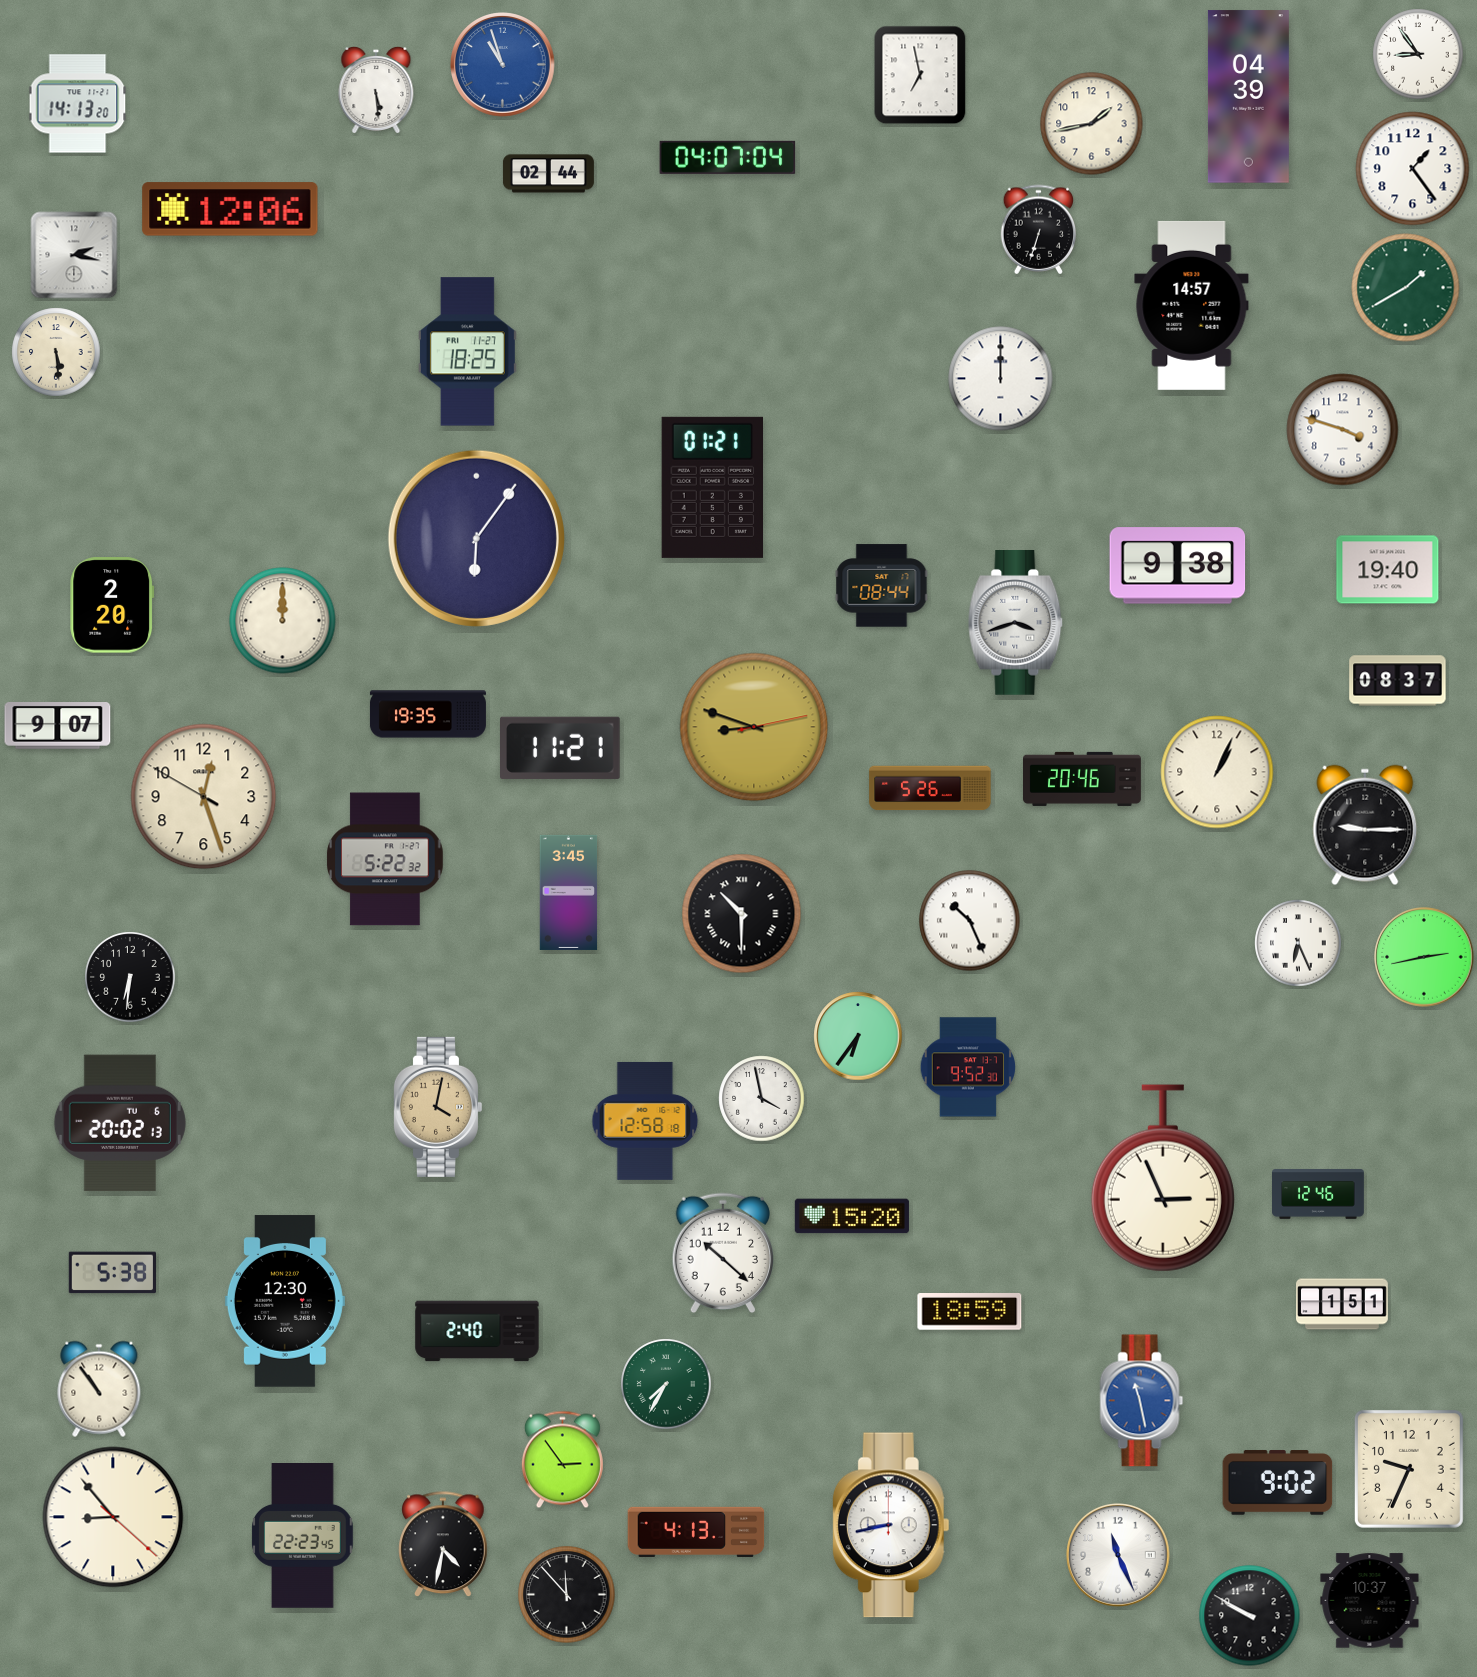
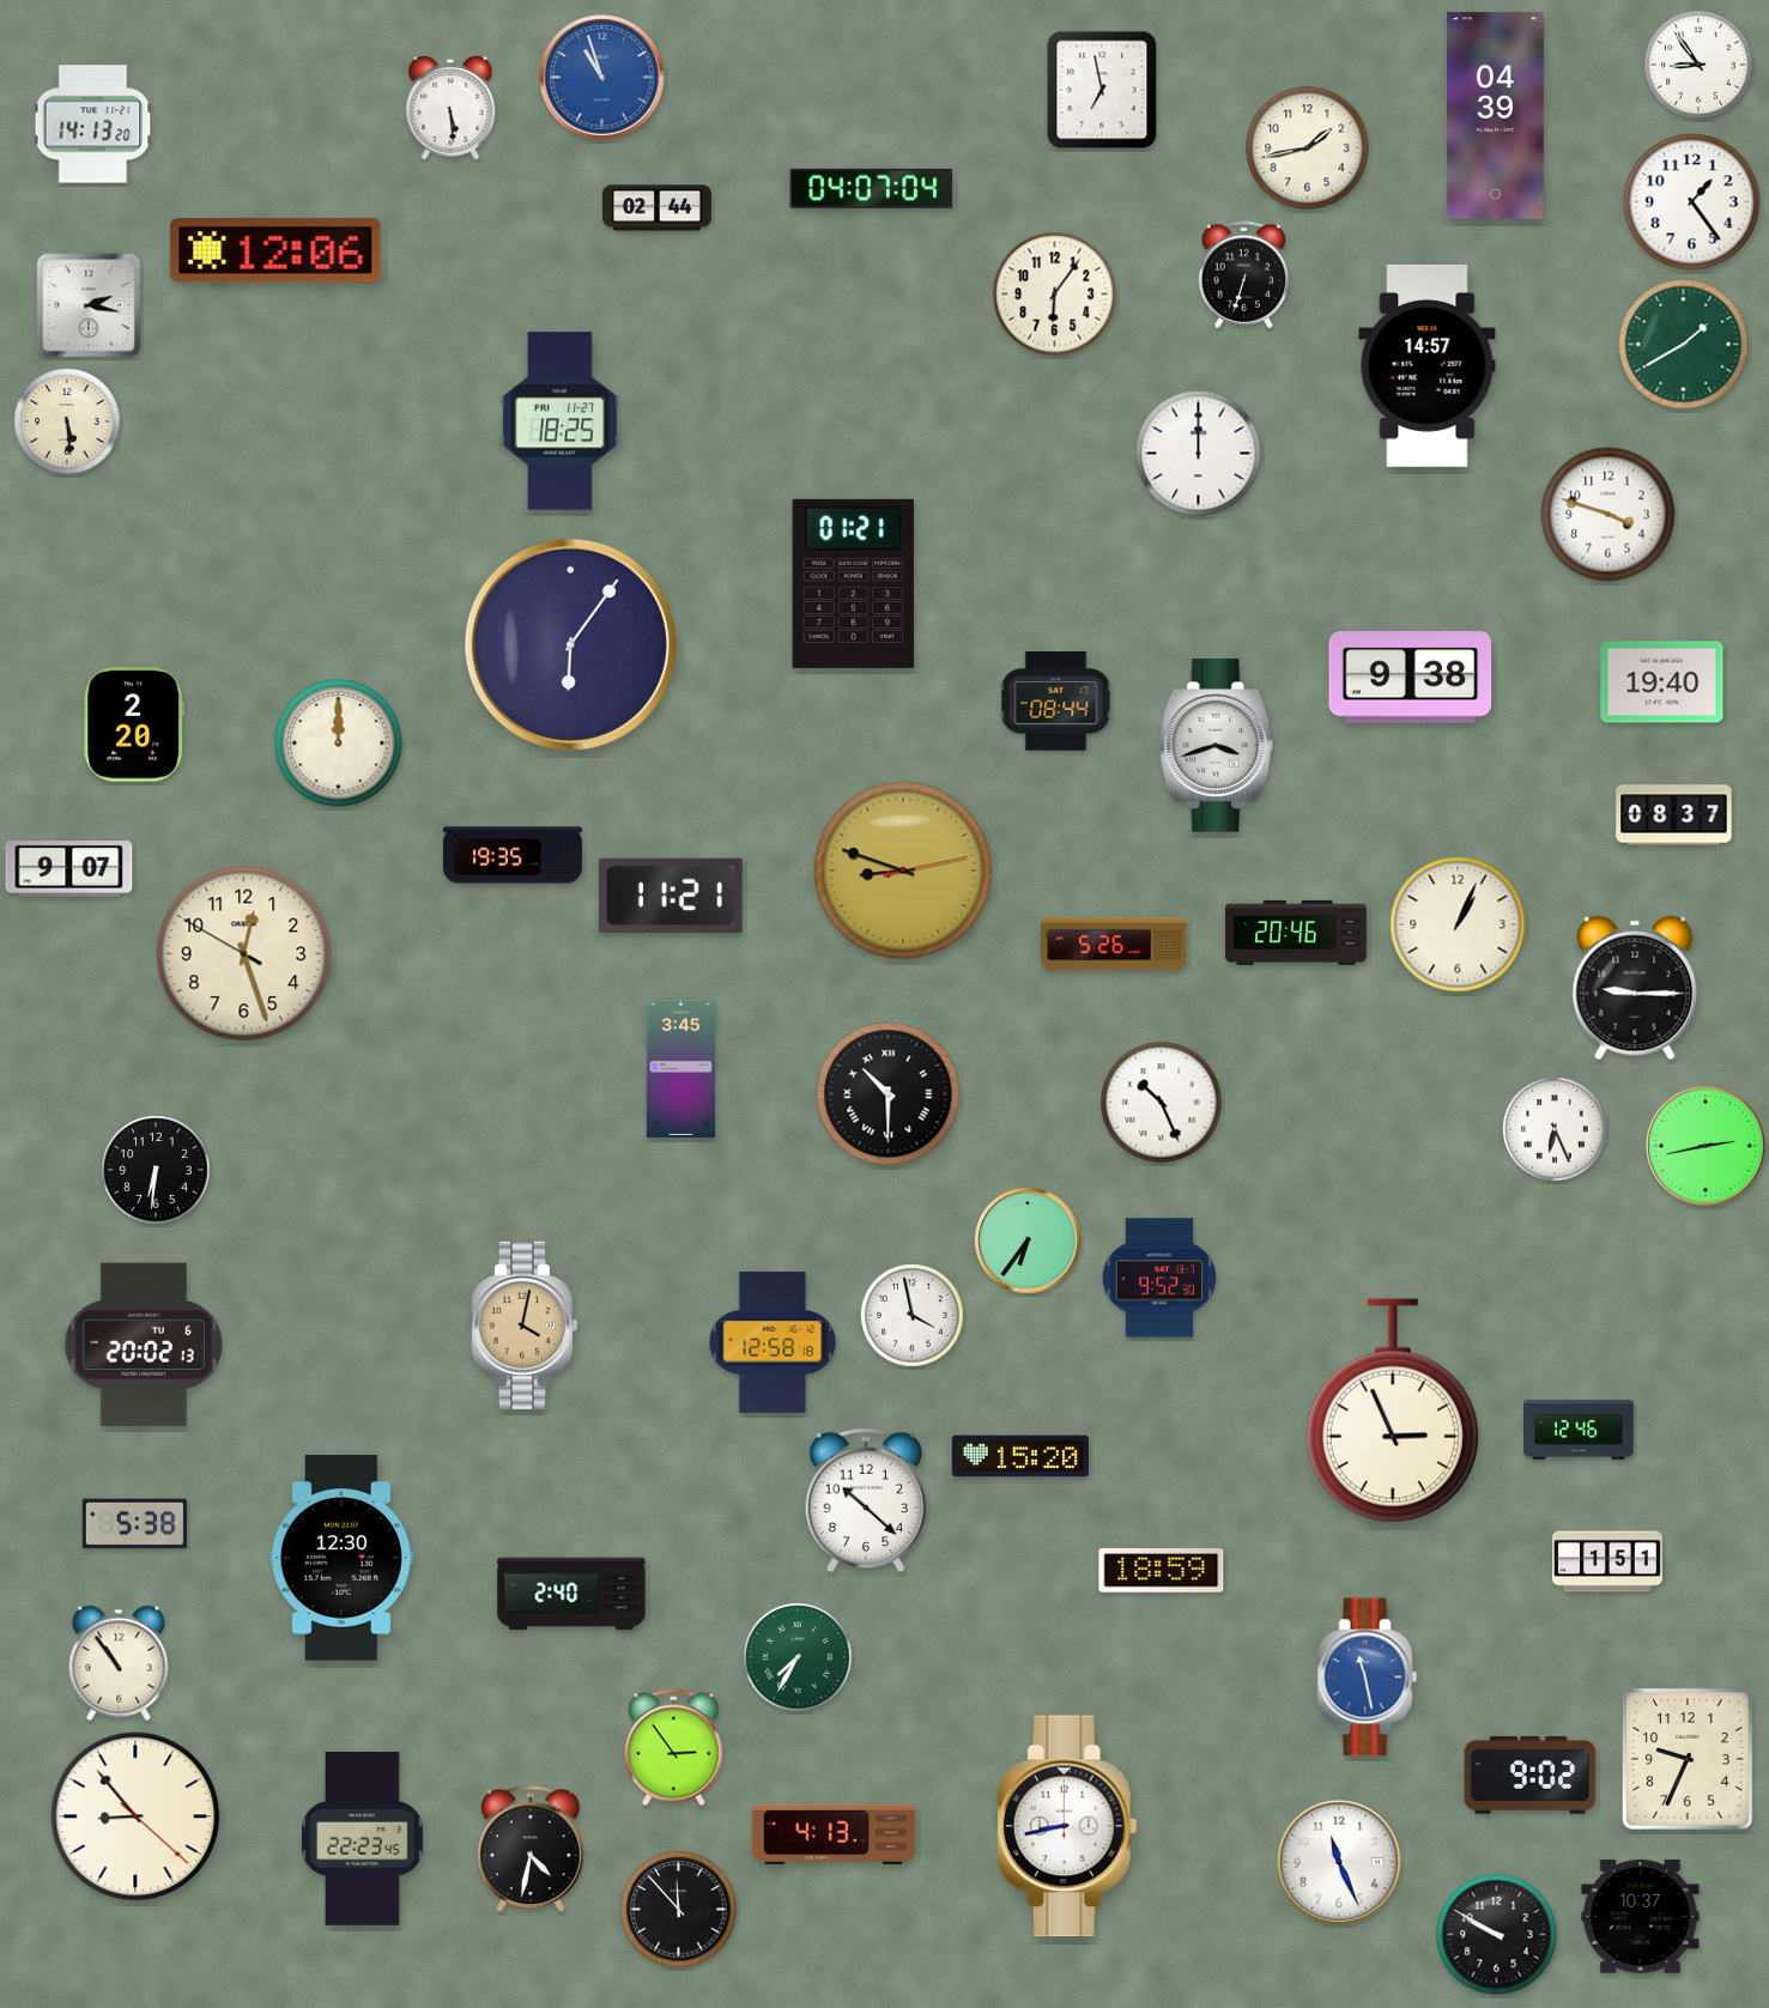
clock at (1055, 295): none -> 6:06
clock at (385, 859): 5:22 -> none
